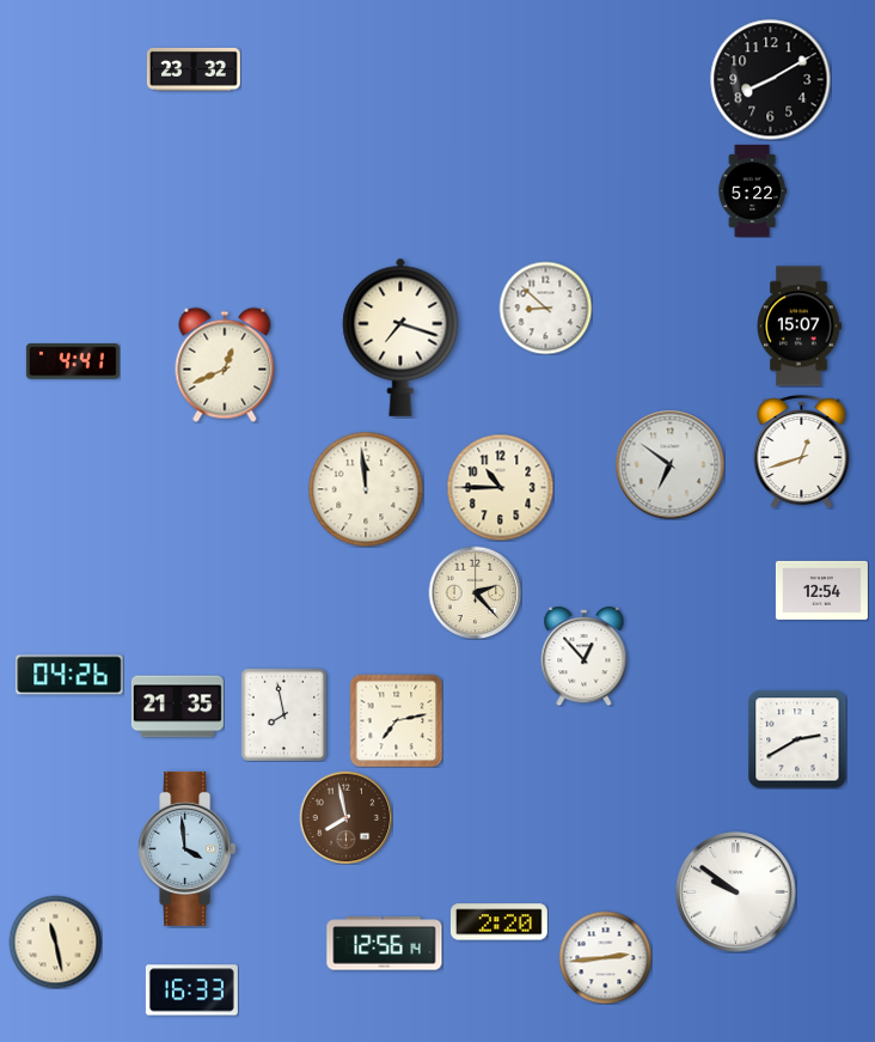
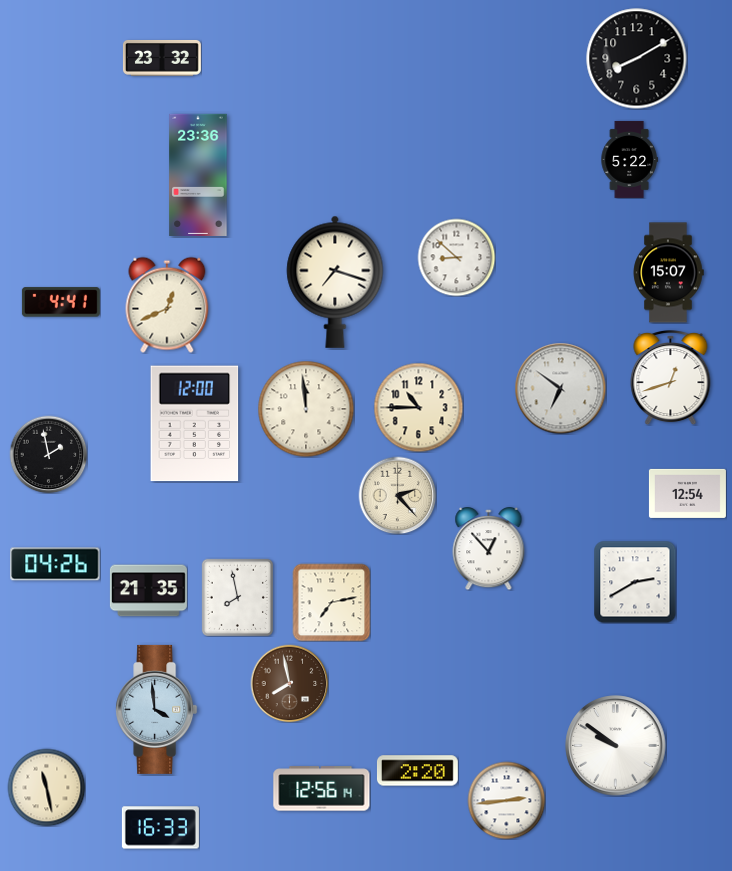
clock at (771, 80) position: (771, 80) -> (637, 59)
clock at (198, 174): none -> 23:36
clock at (225, 365) position: (225, 365) -> (167, 305)
clock at (195, 424): none -> 12:00
clock at (48, 454): none -> 1:58
clock at (69, 675) position: (69, 675) -> (55, 564)
clock at (797, 739) position: (797, 739) -> (635, 582)
